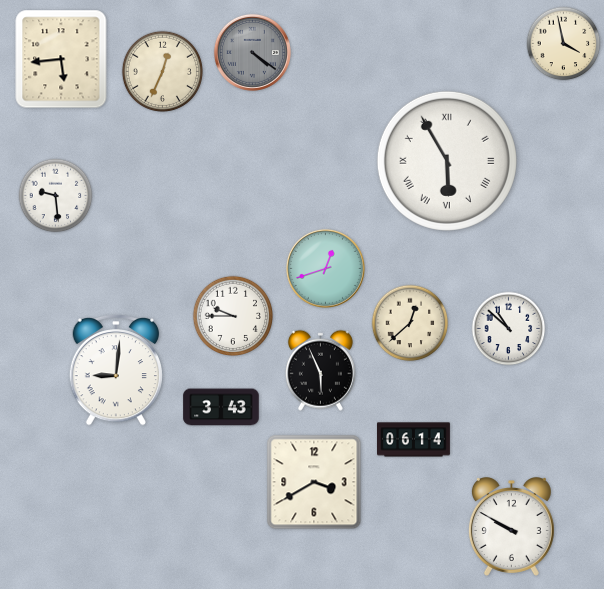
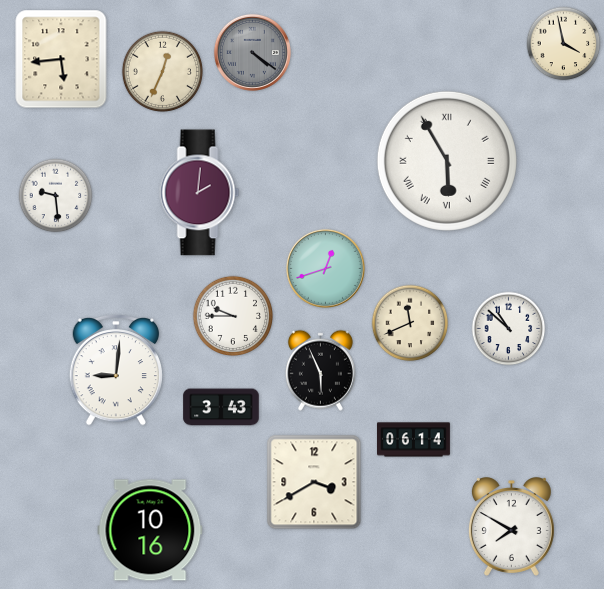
clock at (200, 193): none -> 2:01
clock at (410, 323): 12:38 -> 11:41
clock at (511, 527): 9:50 -> 7:50
clock at (150, 530): none -> 10:16
